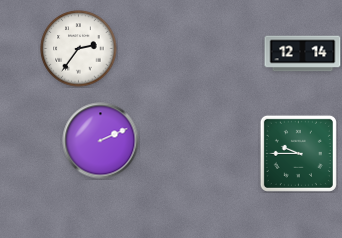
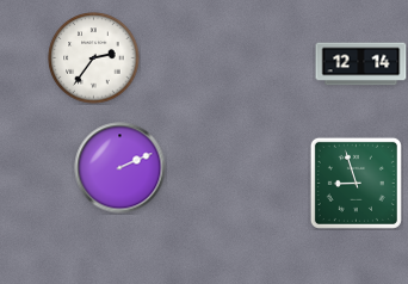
clock at (298, 153): 9:45 -> 8:57
